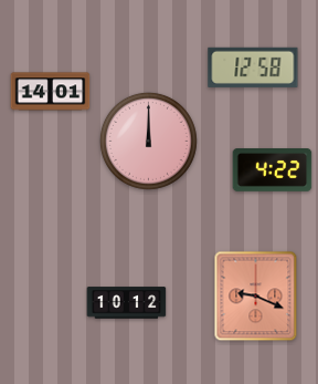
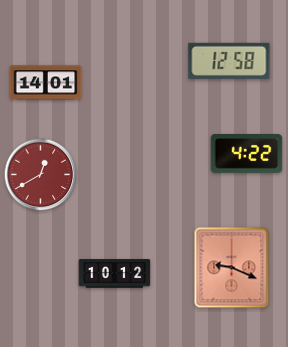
clock at (148, 141): 12:00 -> none
clock at (41, 175): none -> 12:40
